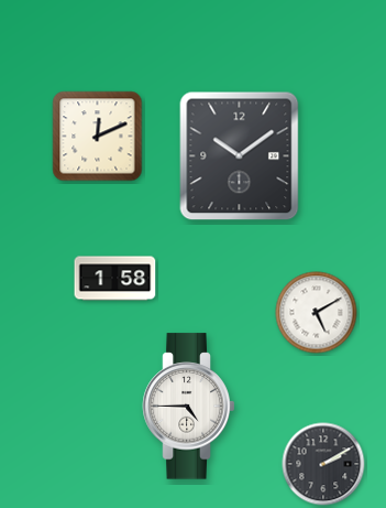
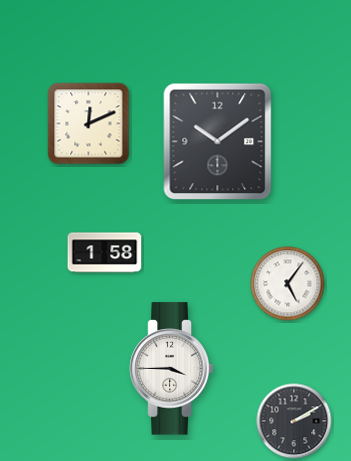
clock at (317, 313): 5:10 -> 5:06
clock at (189, 407): 4:45 -> 3:45
